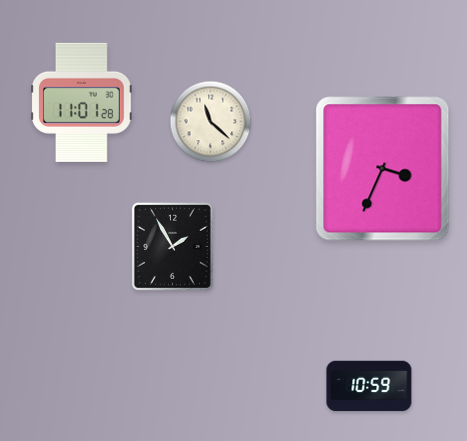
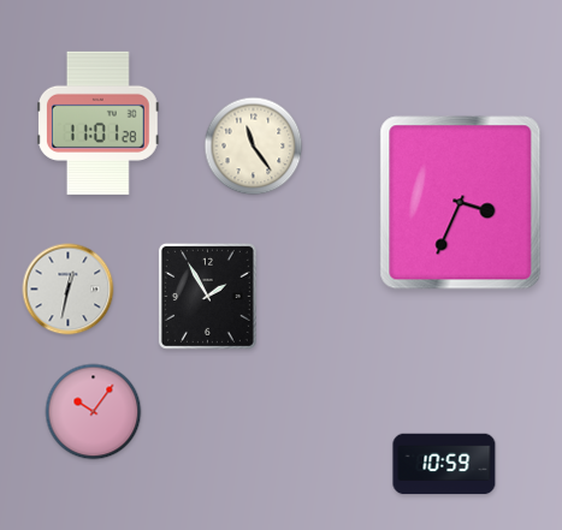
clock at (211, 122): 11:22 -> 11:24
clock at (69, 290): none -> 12:32
clock at (94, 412): none -> 10:06
